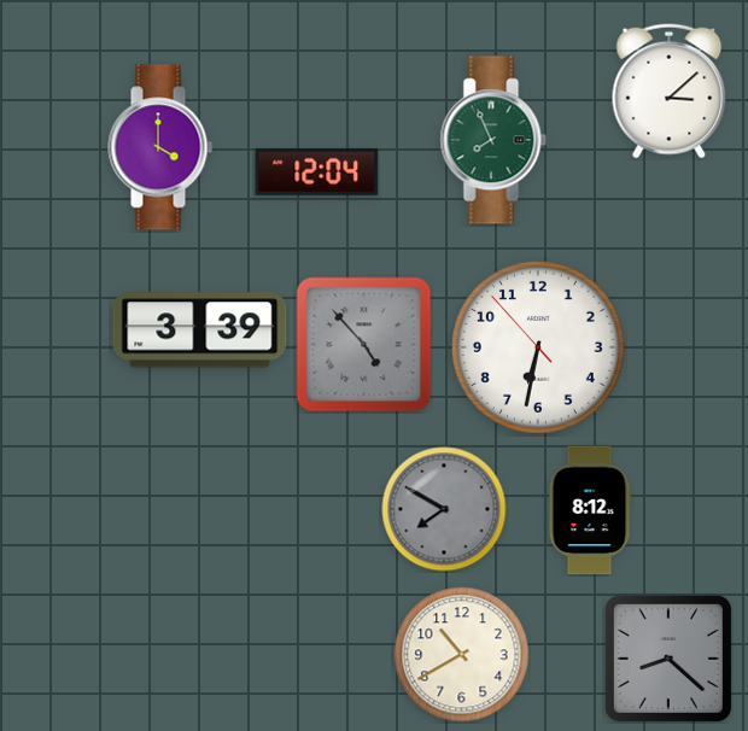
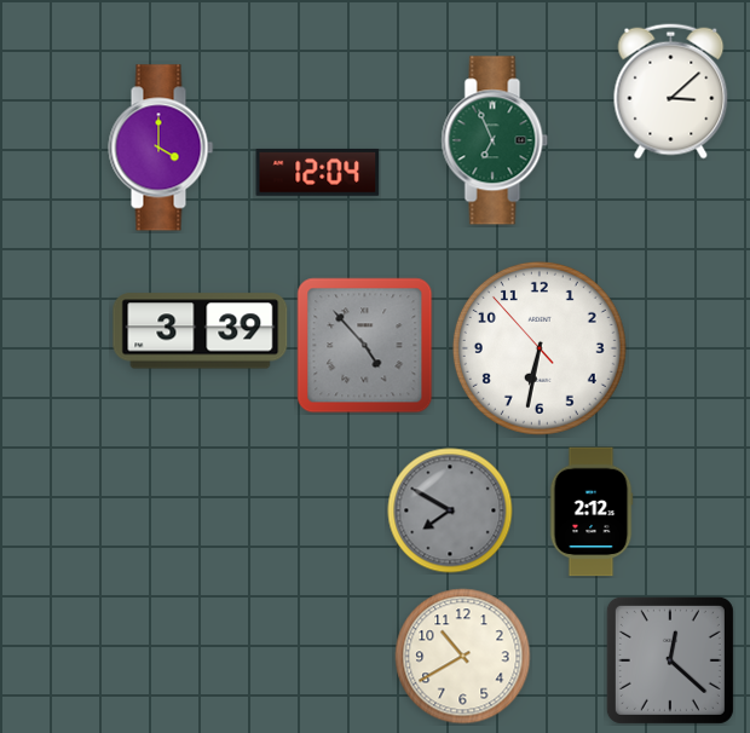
clock at (493, 140): 7:56 -> 6:56
clock at (444, 509) position: (444, 509) -> (450, 510)
clock at (590, 510): 8:12 -> 2:12
clock at (668, 659): 8:22 -> 12:22
